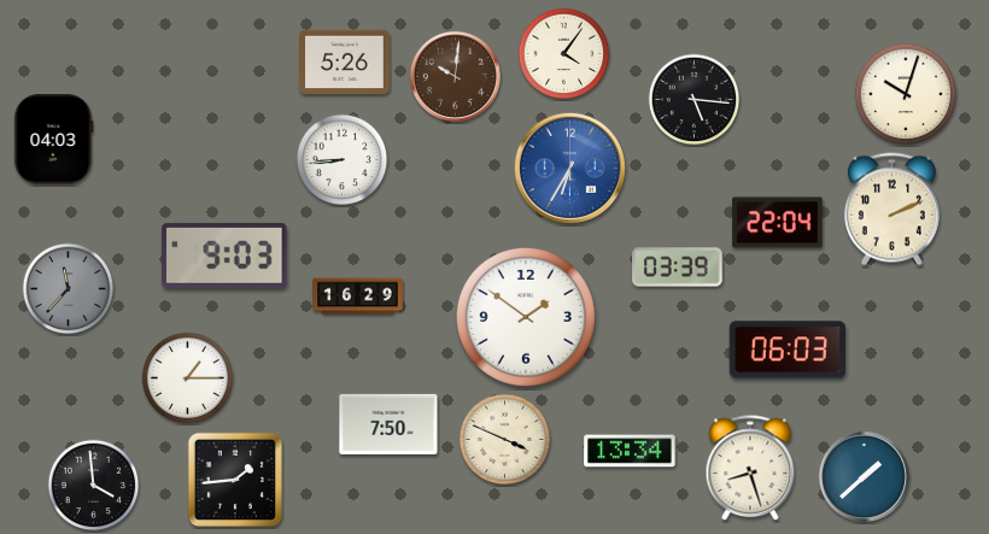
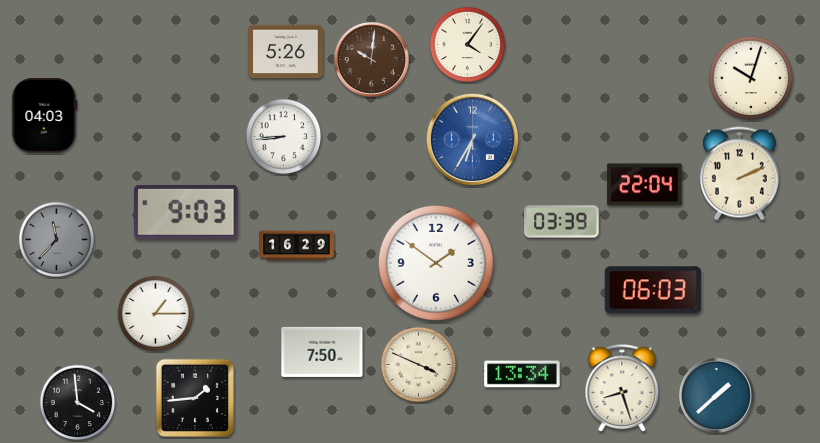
clock at (455, 76) position: (455, 76) -> (371, 59)
clock at (695, 100): 5:16 -> none
clock at (343, 160) position: (343, 160) -> (284, 137)
